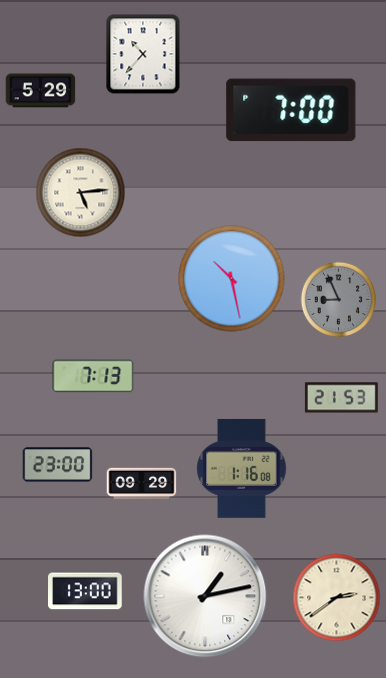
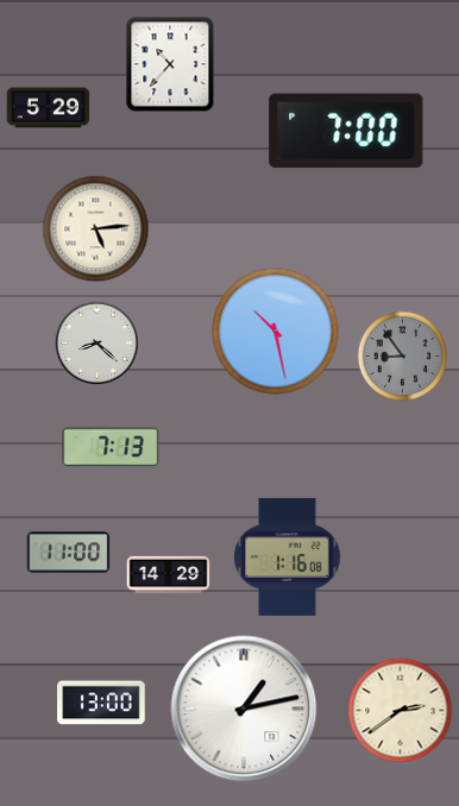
clock at (98, 344): none -> 8:22
clock at (339, 300): 8:56 -> 8:54
clock at (341, 398): 21:53 -> none
clock at (58, 465): 23:00 -> 11:00
clock at (142, 484): 09:29 -> 14:29
